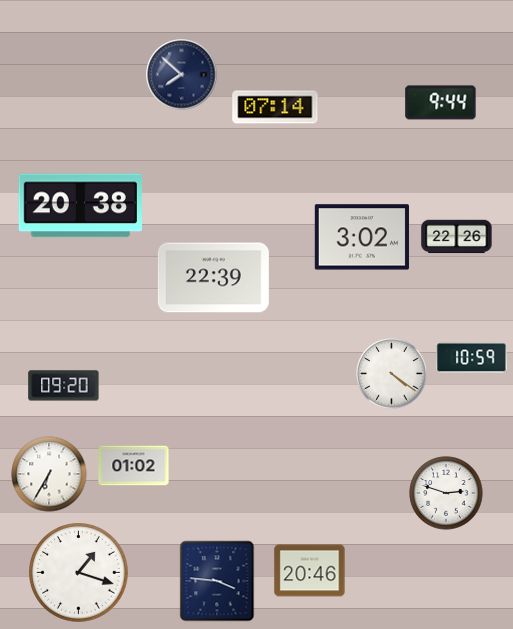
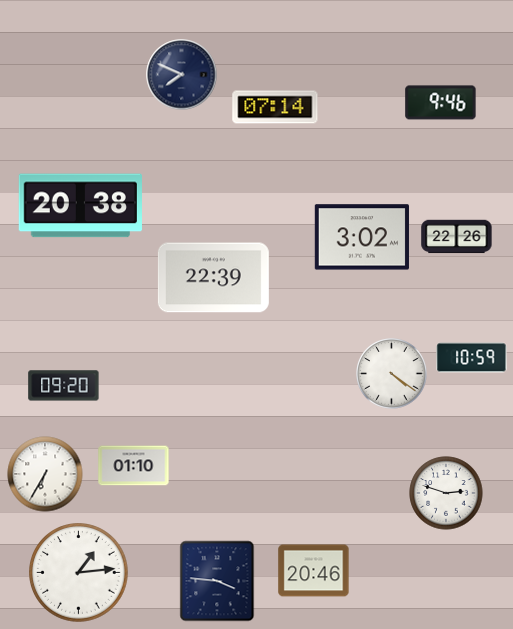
clock at (182, 75): 7:52 -> 7:49
clock at (441, 103): 9:44 -> 9:46
clock at (134, 466): 01:02 -> 01:10
clock at (49, 474) position: (49, 474) -> (45, 474)
clock at (310, 571) position: (310, 571) -> (314, 571)
clock at (79, 573): 1:18 -> 1:14
